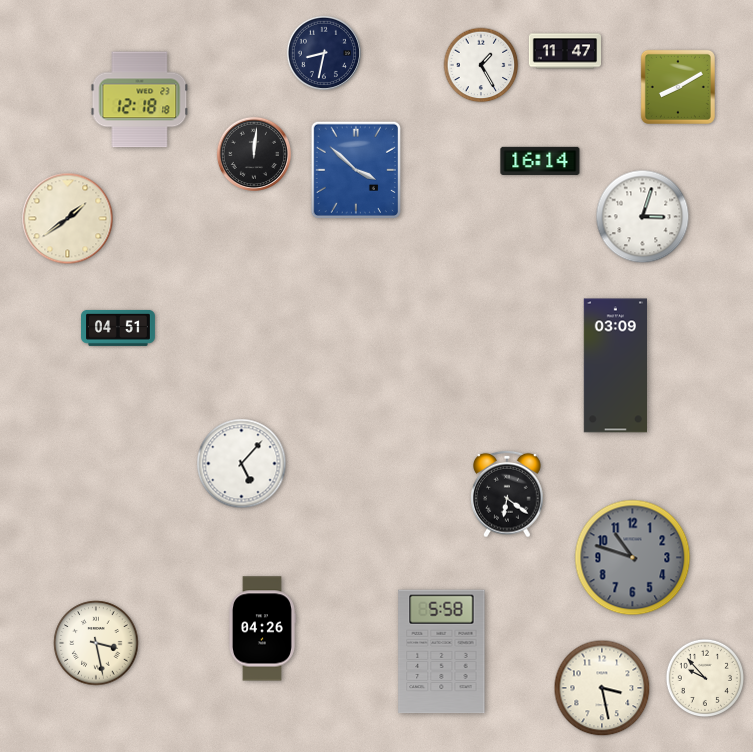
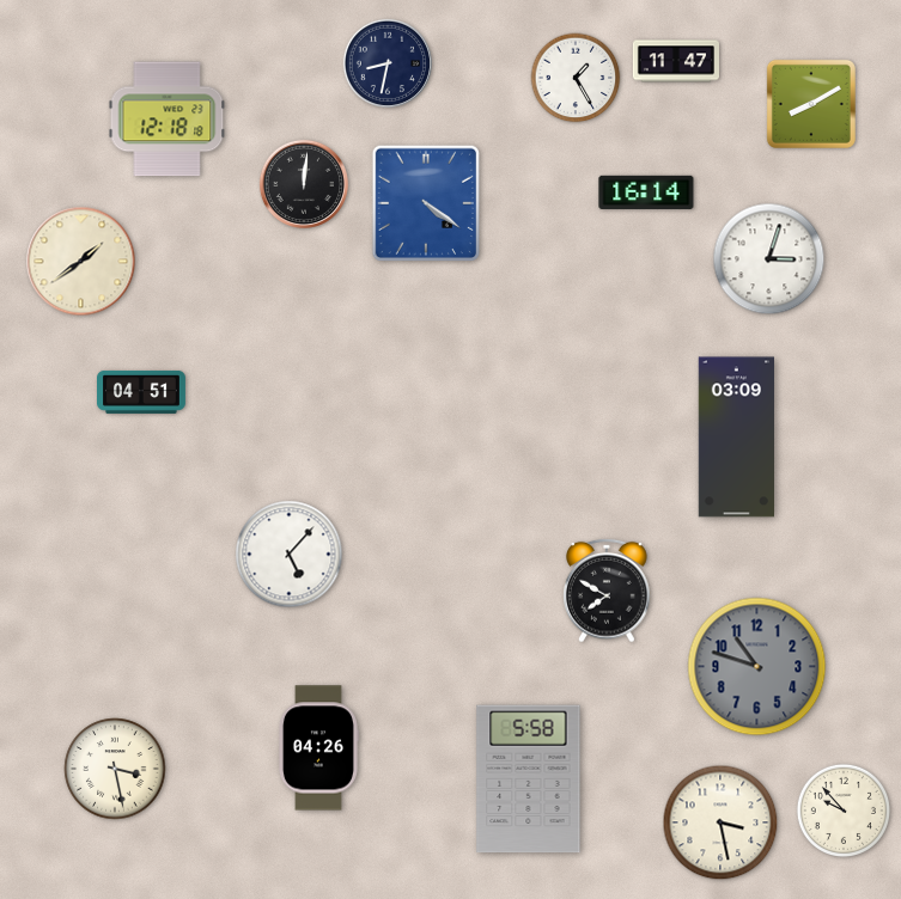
clock at (356, 170): 3:52 -> 4:21
clock at (507, 494): 6:21 -> 7:50
clock at (262, 629) position: (262, 629) -> (318, 748)
